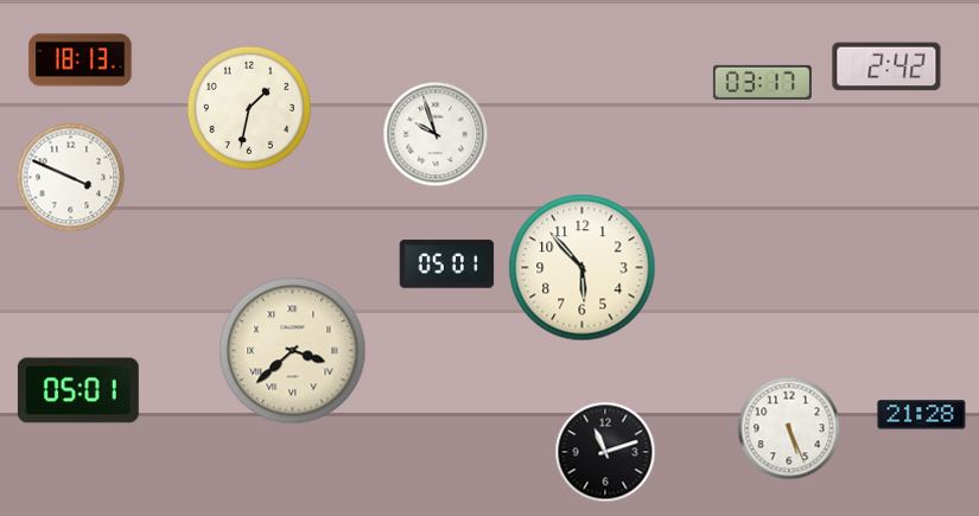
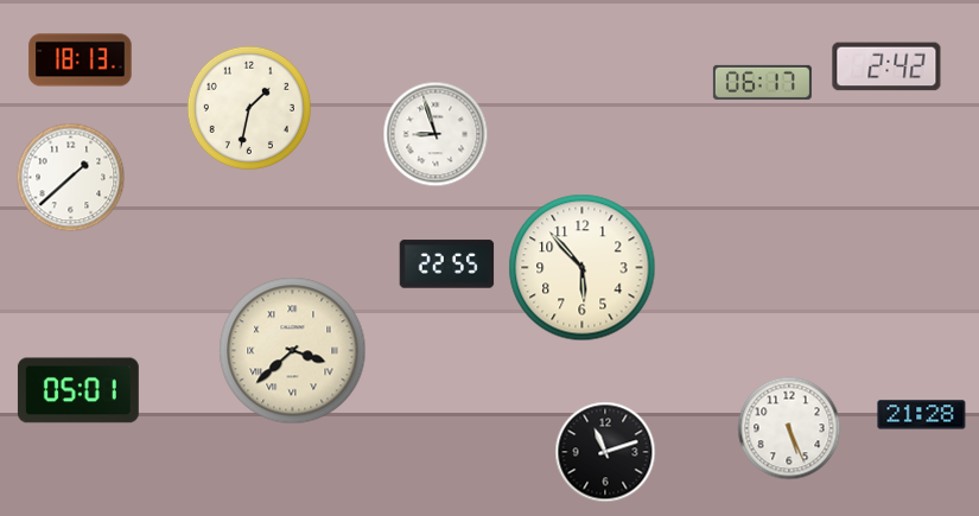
clock at (762, 82): 03:17 -> 06:17
clock at (436, 134): 9:57 -> 8:57
clock at (71, 178): 3:49 -> 1:38
clock at (447, 265): 05:01 -> 22:55
